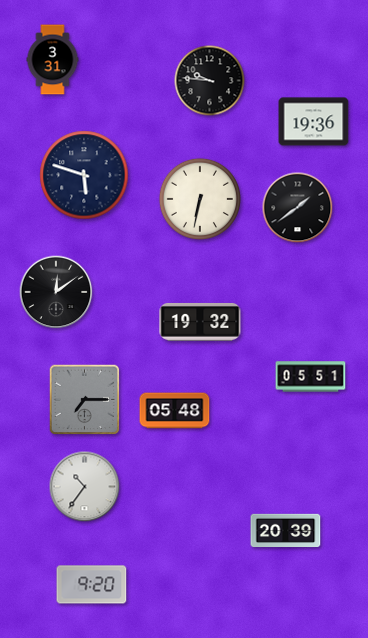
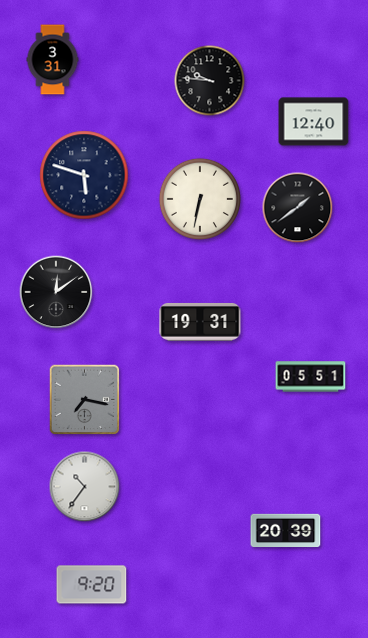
clock at (314, 122): 19:36 -> 12:40
clock at (200, 322): 19:32 -> 19:31
clock at (85, 400): 7:15 -> 7:17
clock at (175, 411): 05:48 -> none
